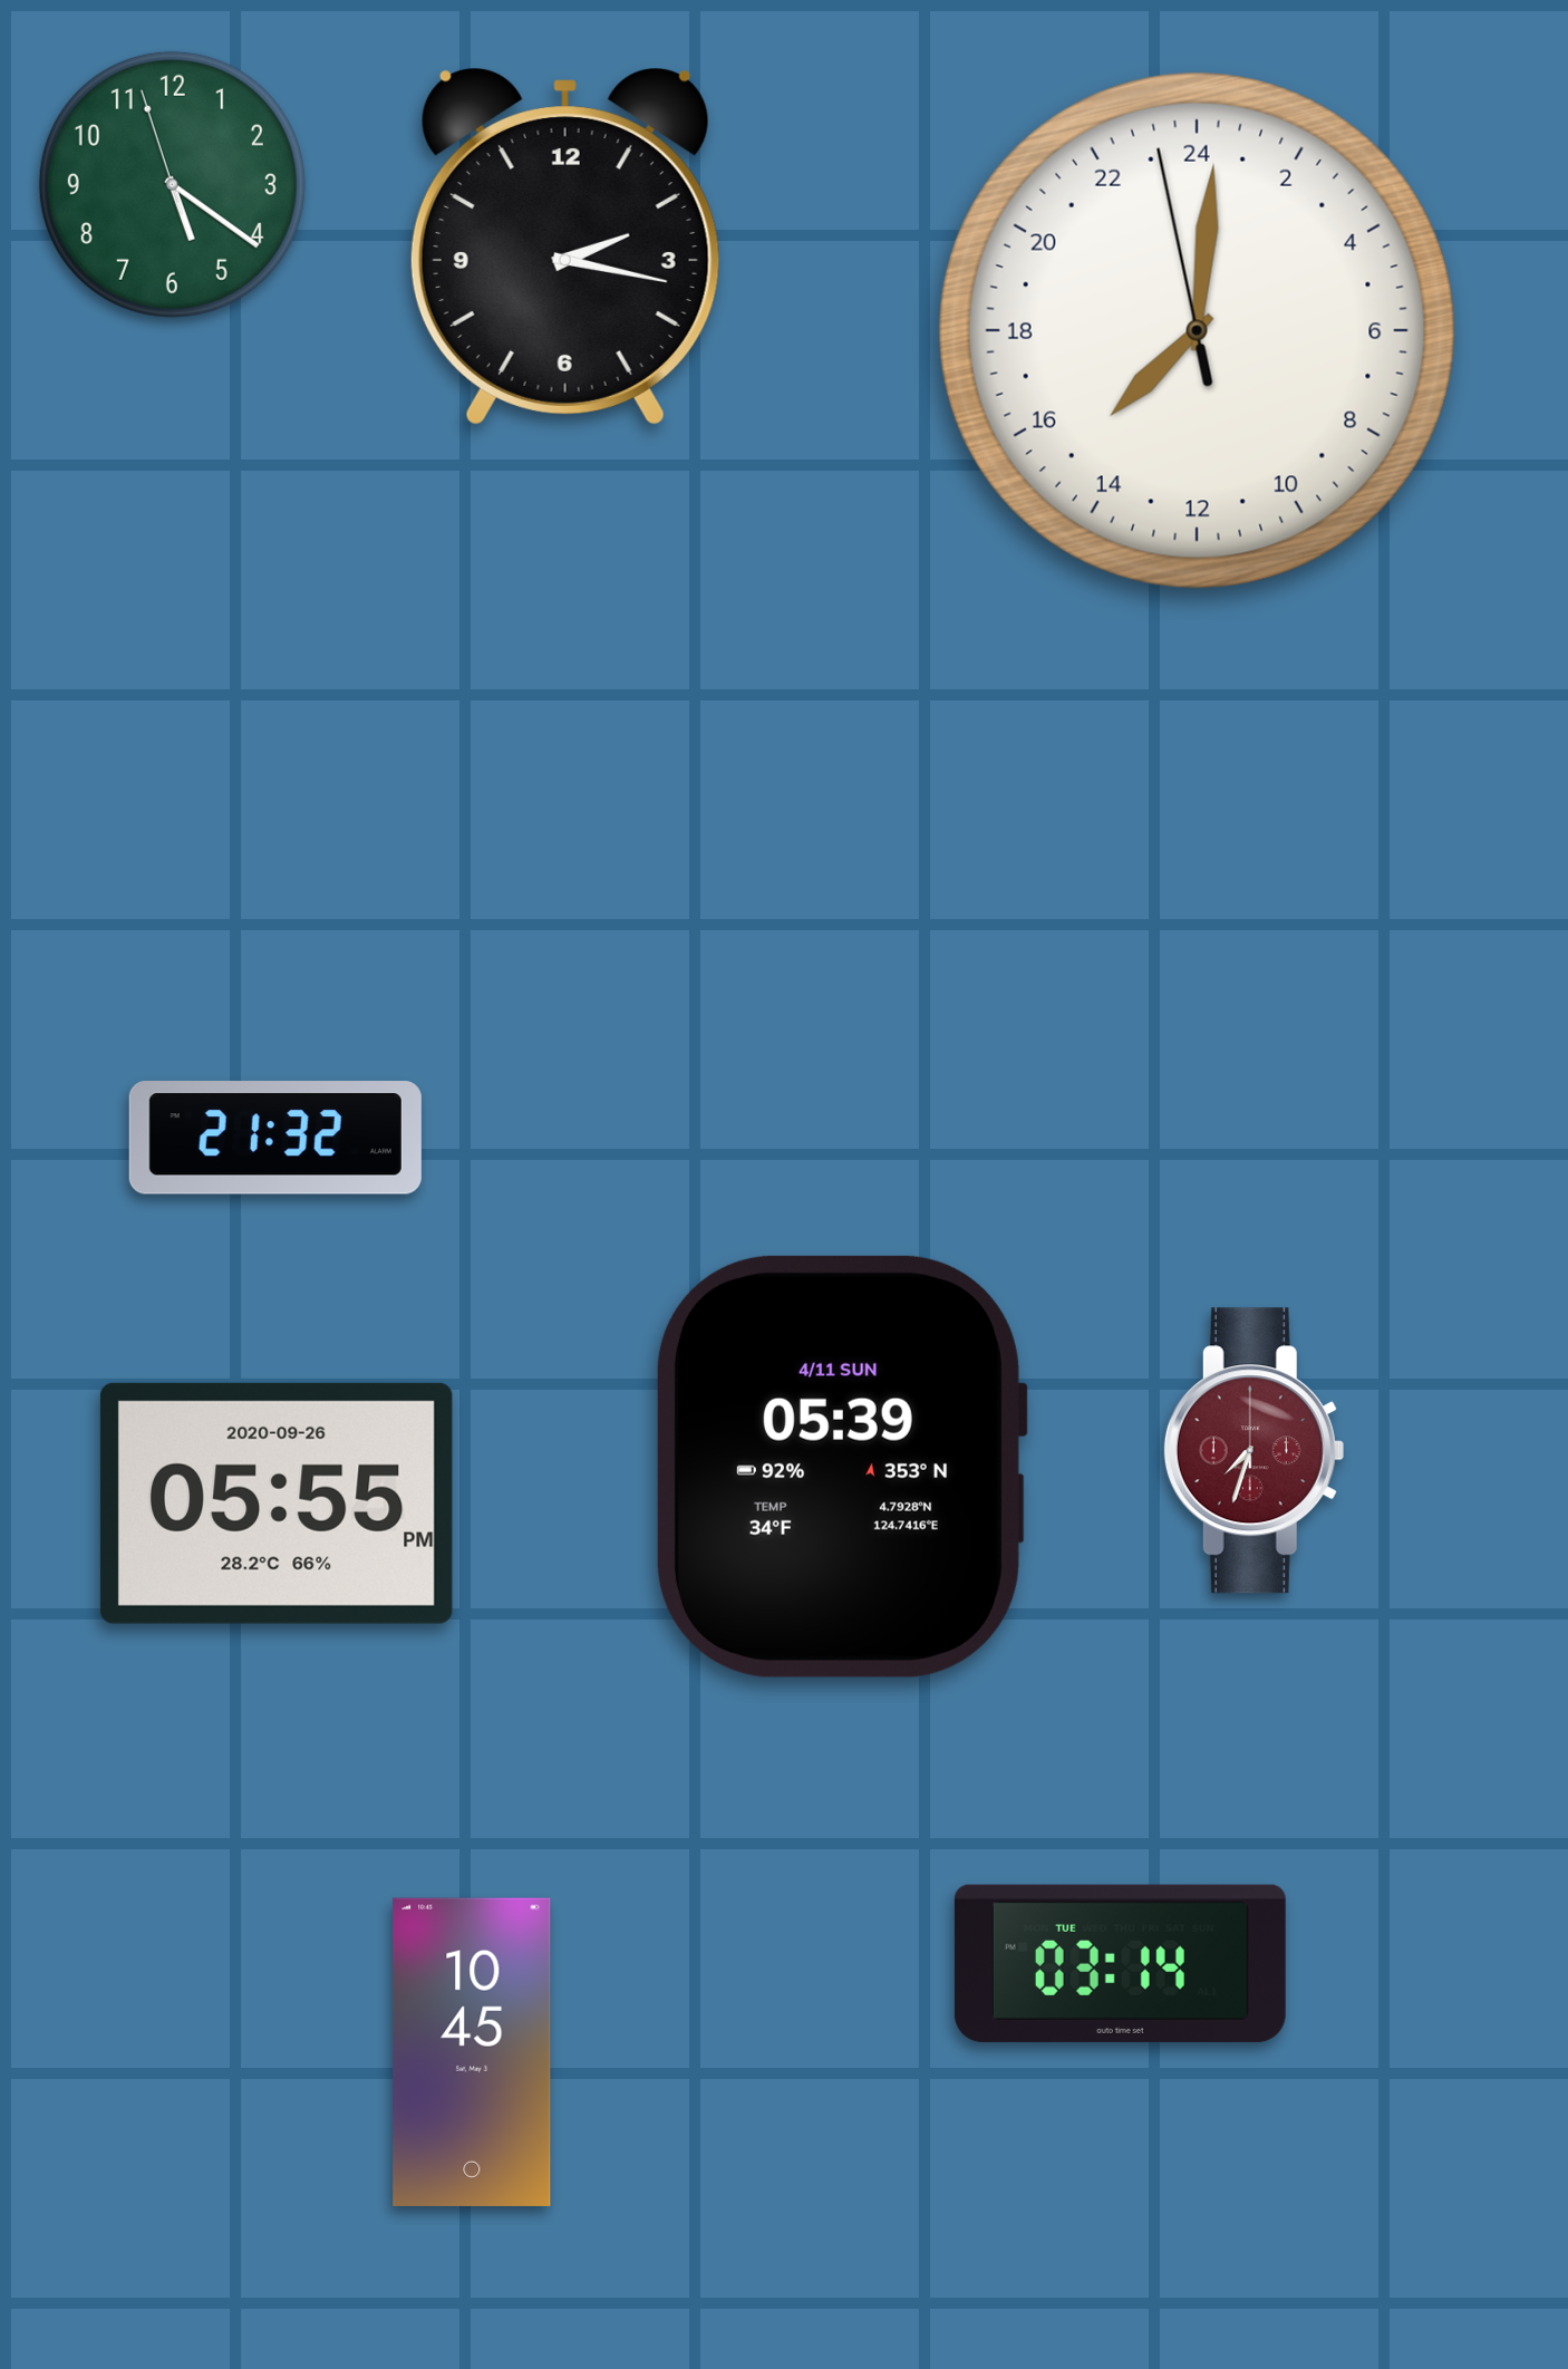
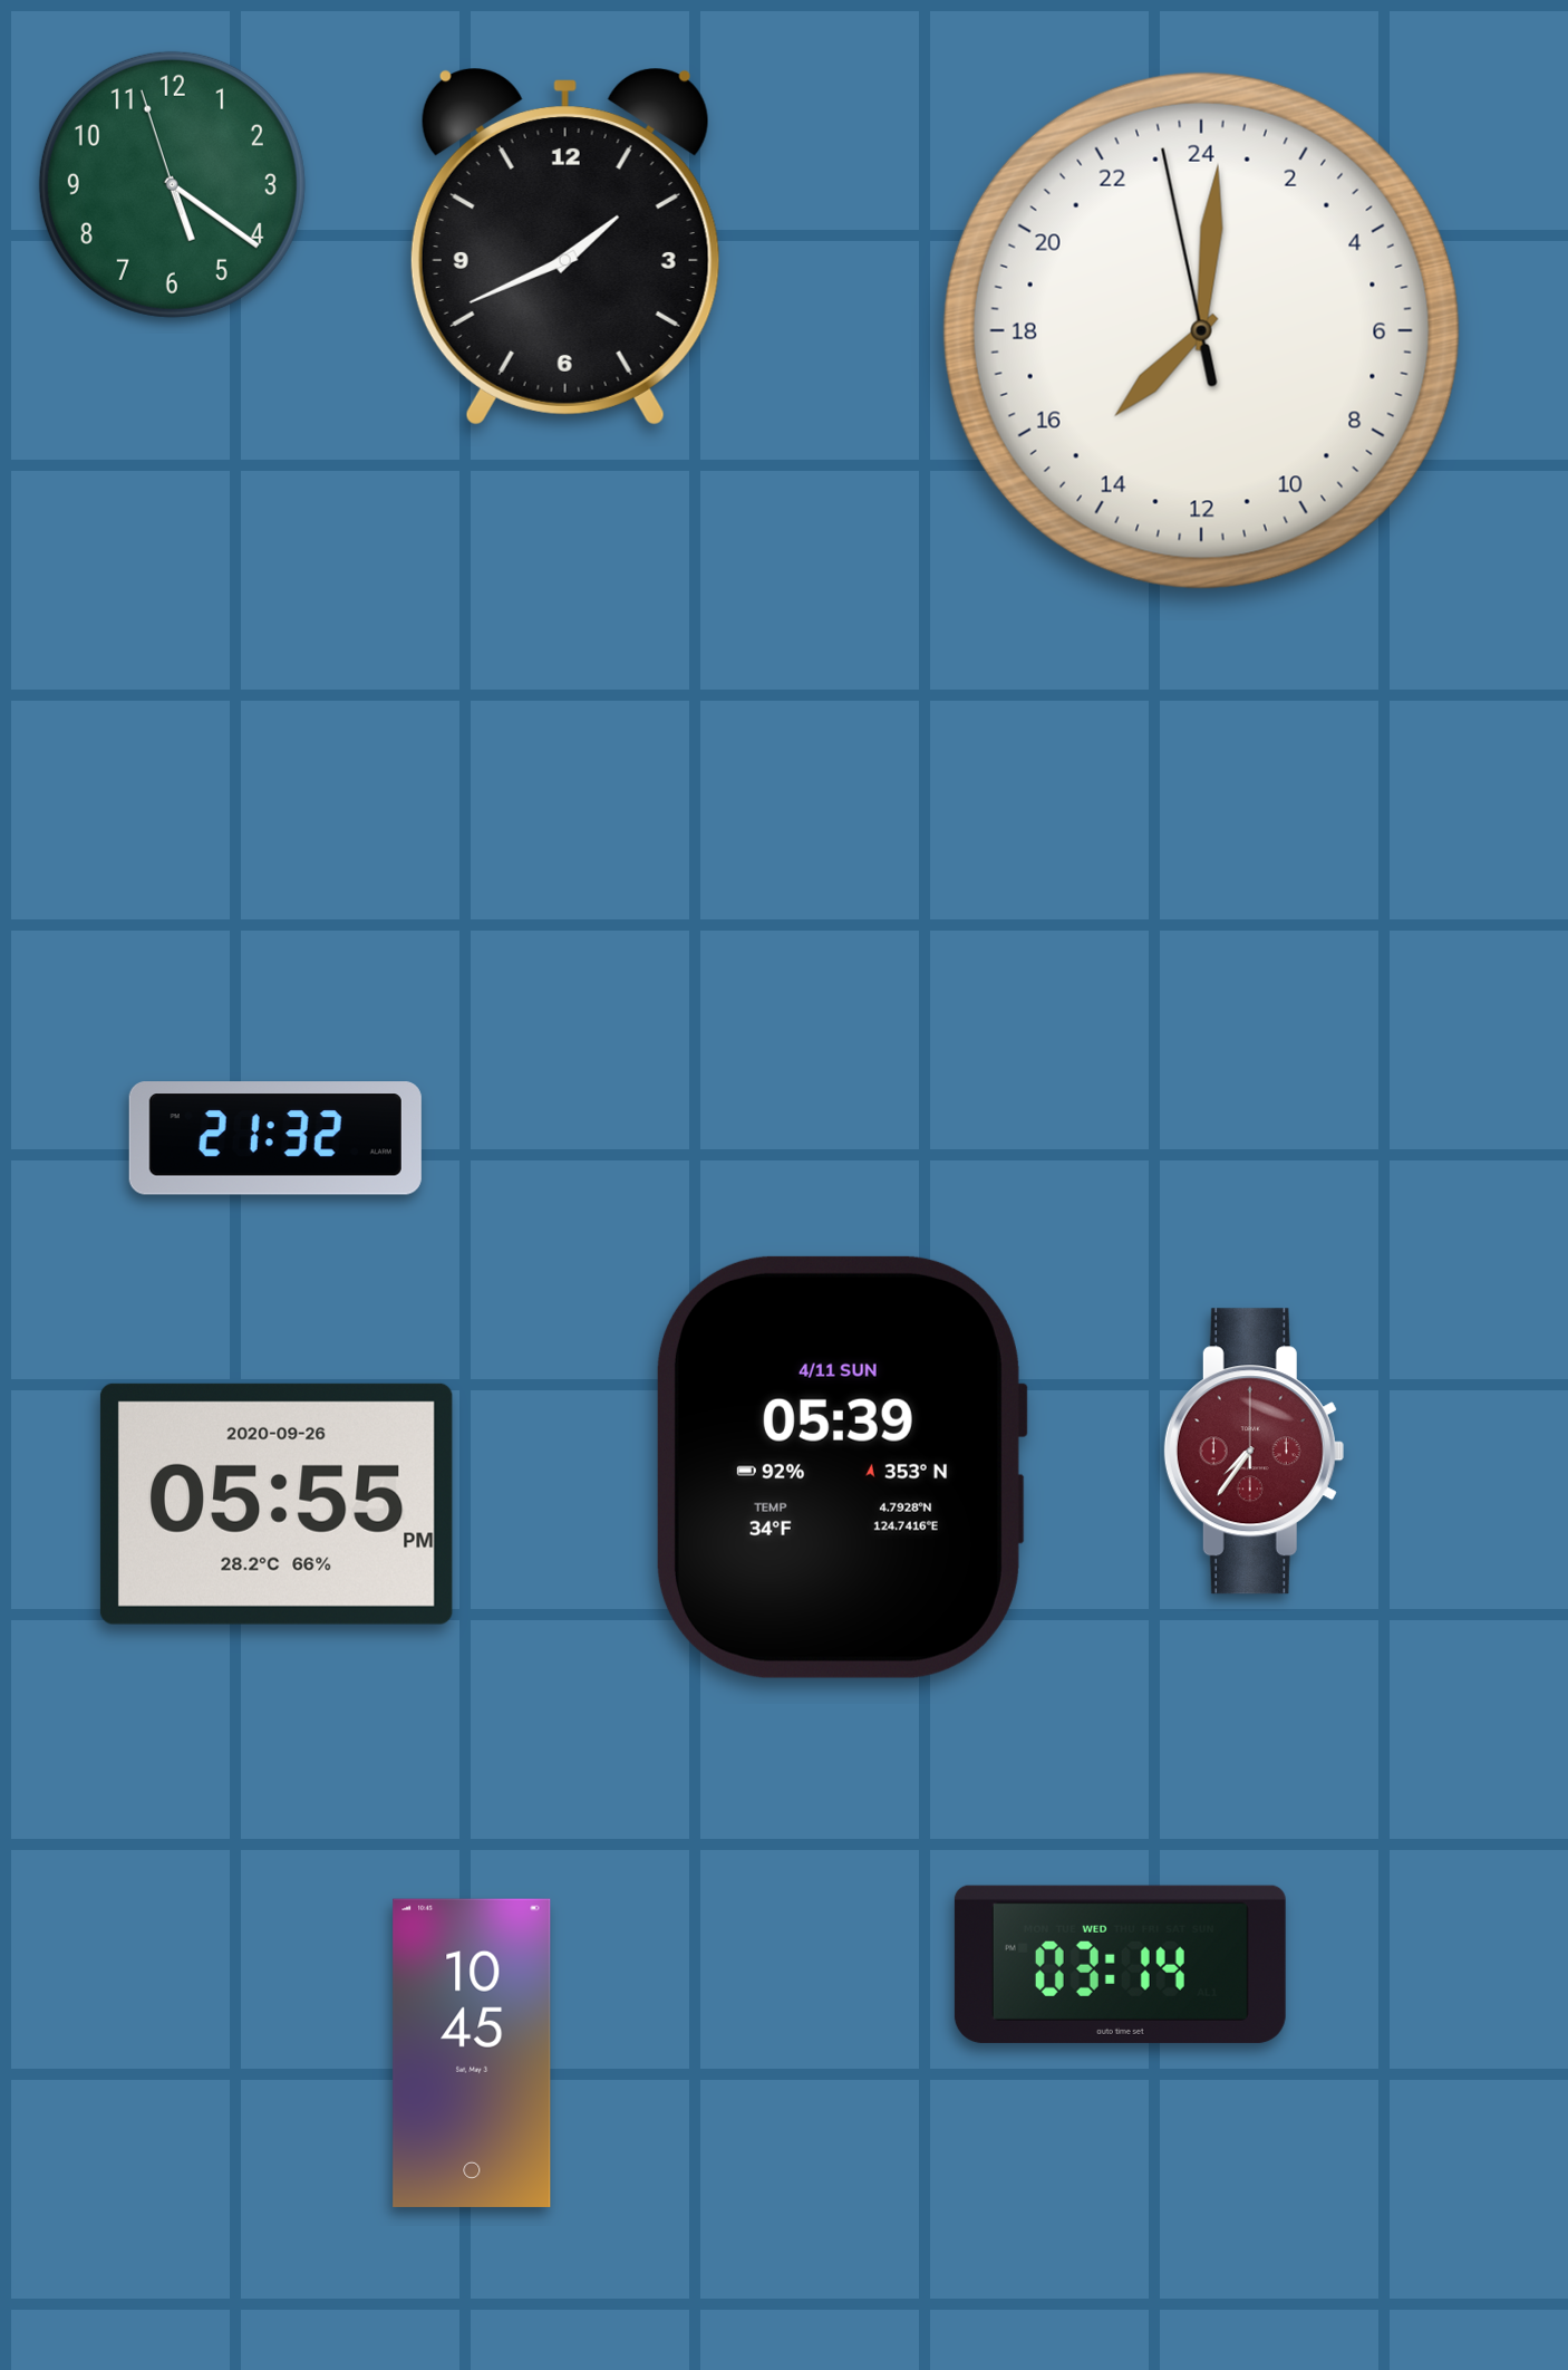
clock at (565, 246): 2:17 -> 1:41
clock at (1197, 330) position: (1197, 330) -> (1201, 330)
clock at (1254, 1451): 7:33 -> 7:36
clock at (1120, 1963) date: TUE -> WED
